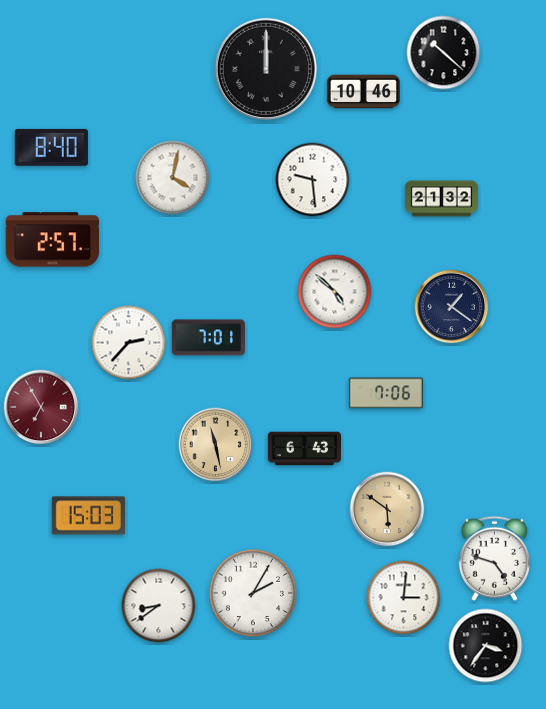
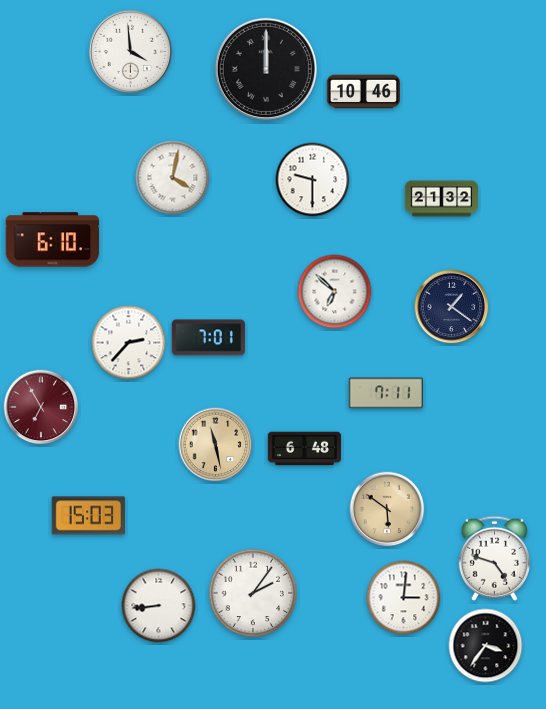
clock at (131, 52): none -> 3:59
clock at (444, 53): 10:22 -> none
clock at (51, 147): 8:40 -> none
clock at (313, 180): 9:29 -> 9:30
clock at (53, 240): 2:57 -> 6:10
clock at (335, 292): 4:52 -> 6:52
clock at (386, 393): 7:06 -> 7:11
clock at (304, 449): 6:43 -> 6:48
clock at (253, 593): 2:05 -> 2:06
clock at (159, 606): 8:39 -> 8:44
